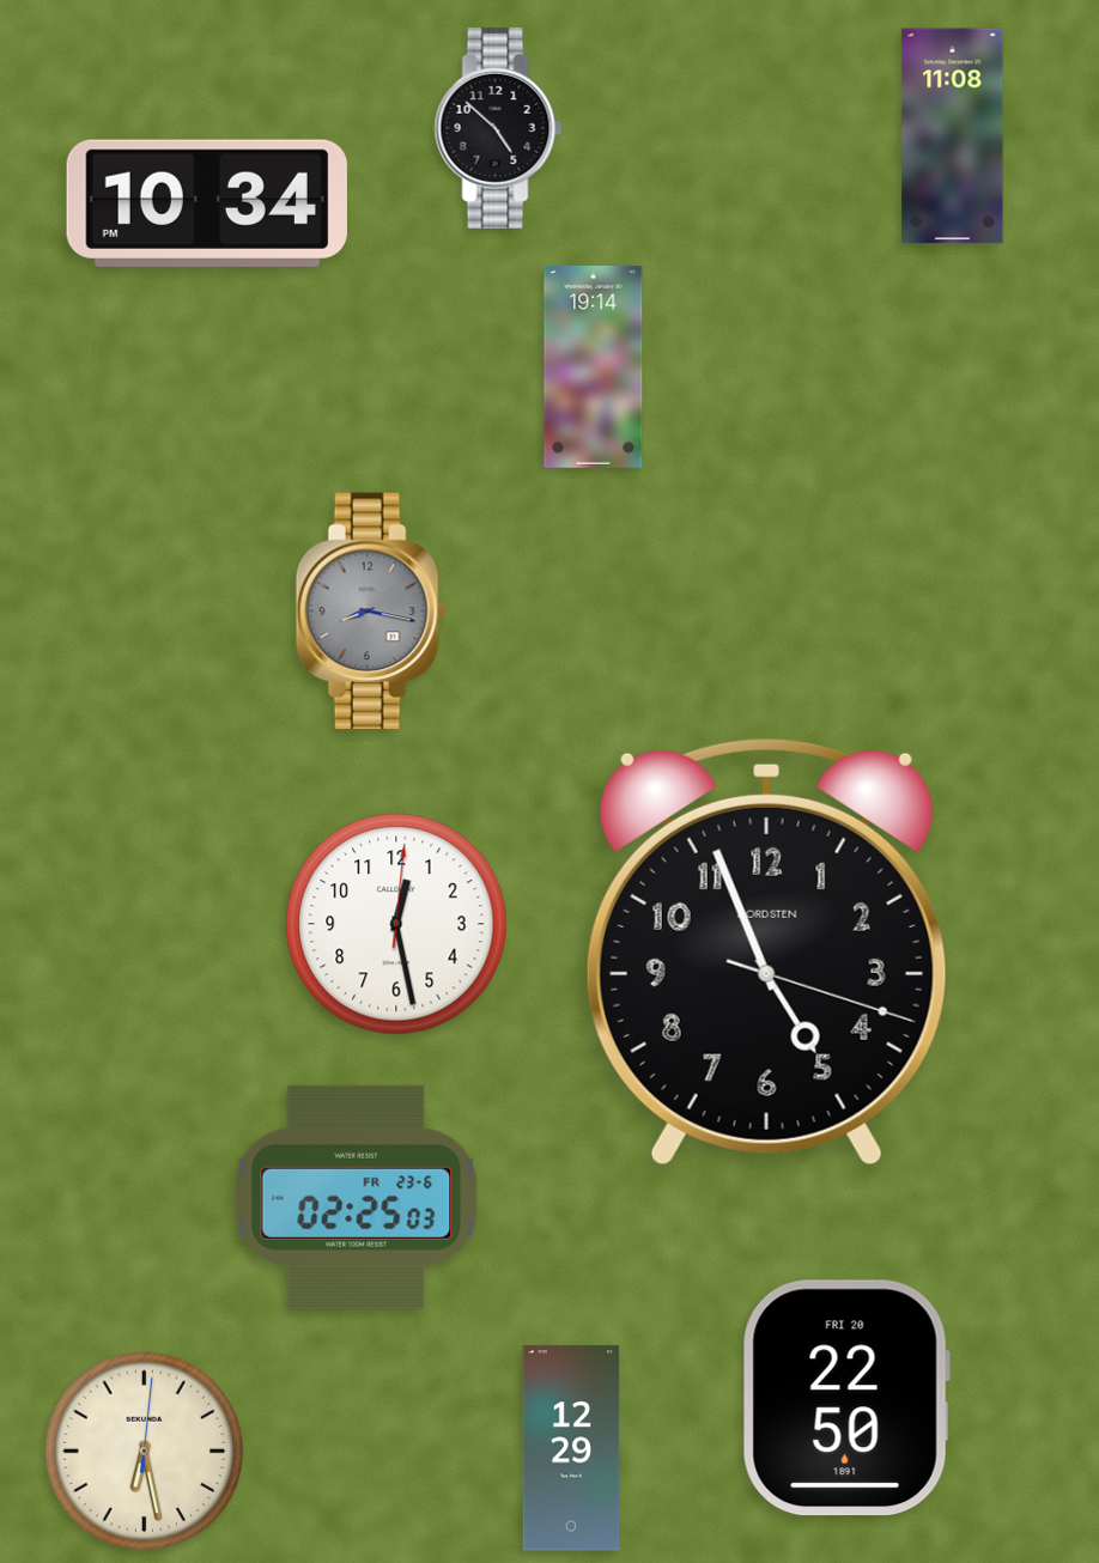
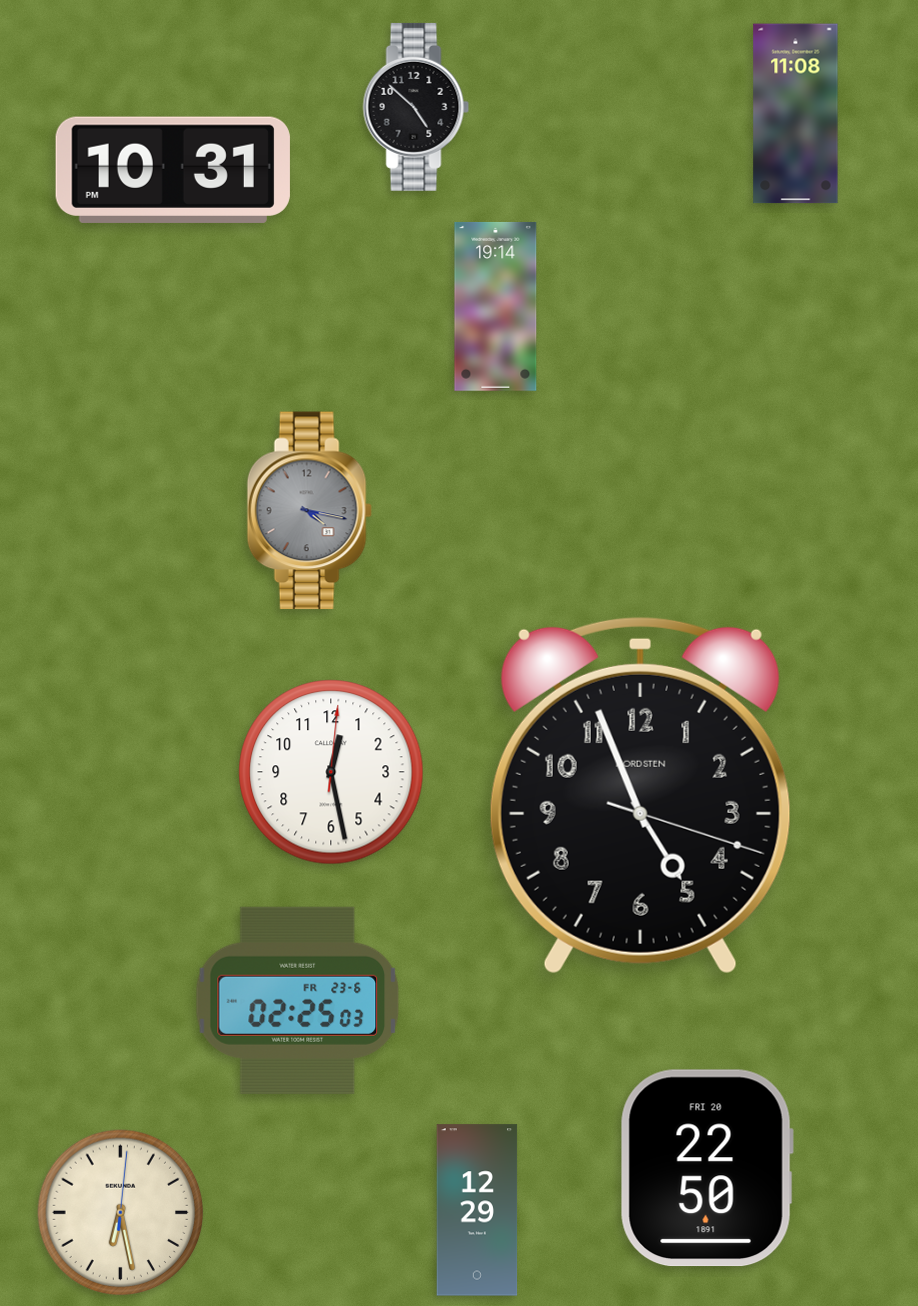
clock at (207, 203): 10:34 -> 10:31
clock at (370, 612): 8:17 -> 4:17
